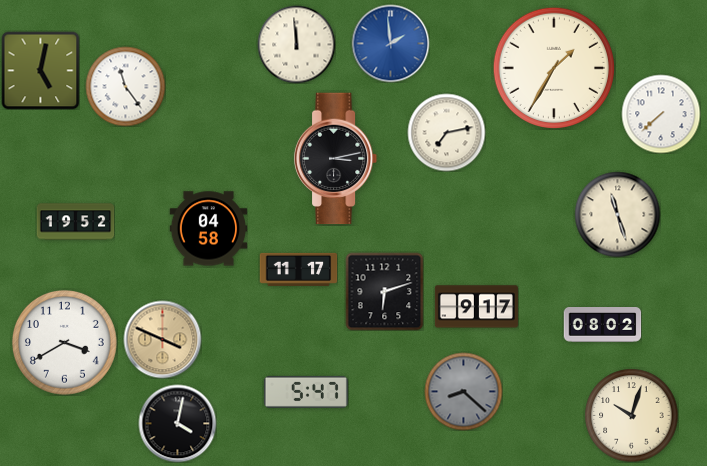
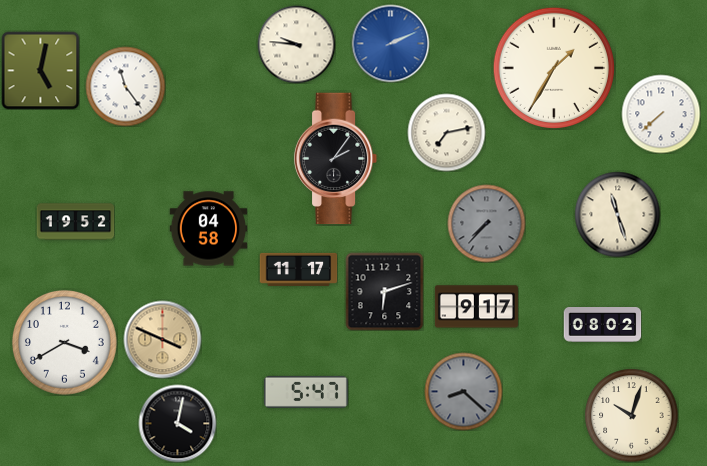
clock at (390, 43): 1:59 -> 2:11
clock at (296, 44): 11:59 -> 9:46
clock at (336, 159): 3:13 -> 2:06
clock at (486, 223): none -> 7:37
